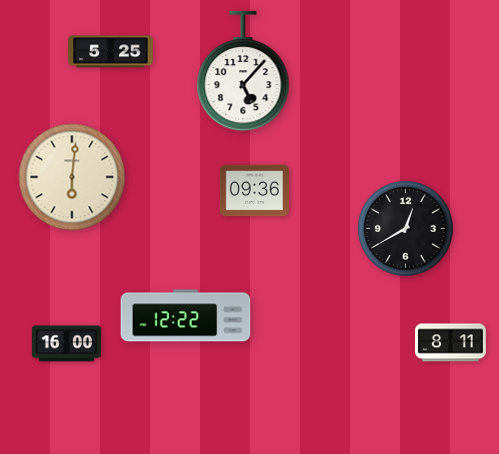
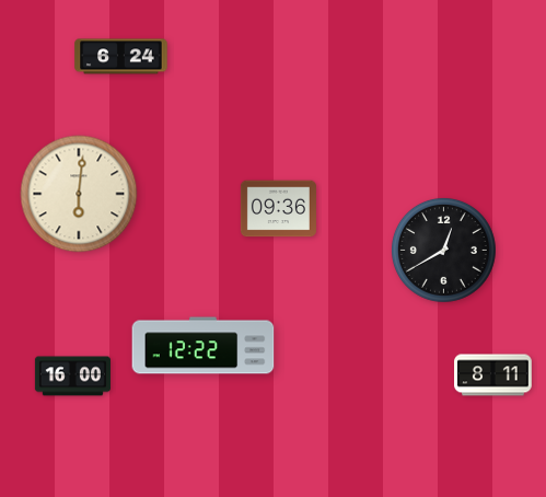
clock at (111, 52): 5:25 -> 6:24
clock at (243, 71): 5:07 -> none
